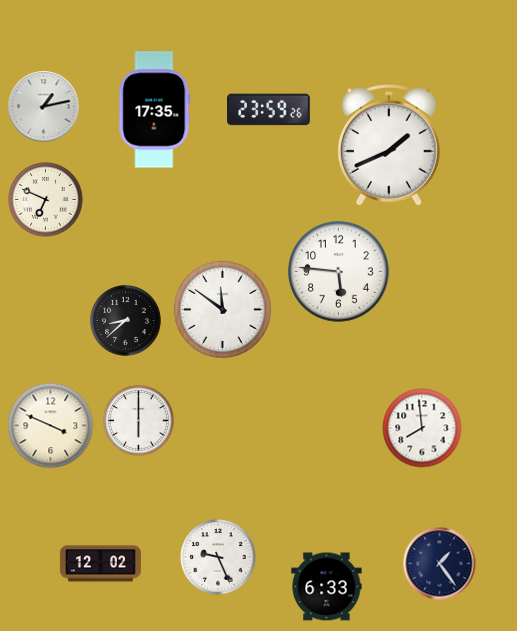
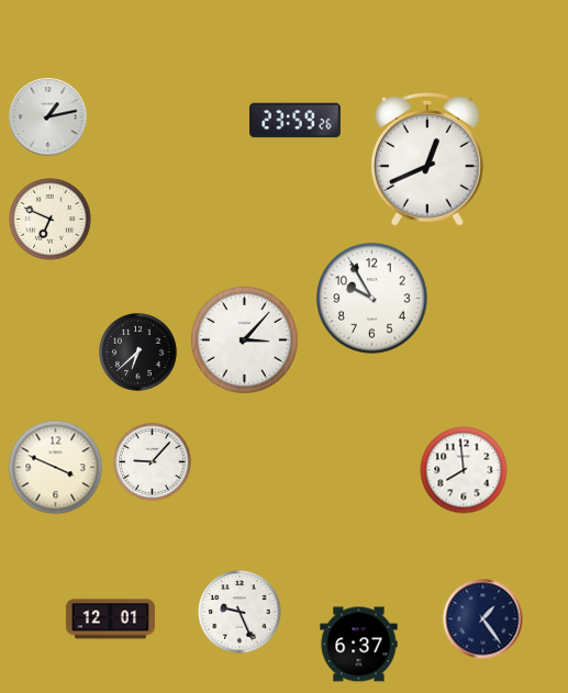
clock at (155, 110): 17:35 -> none
clock at (389, 145): 1:41 -> 12:41
clock at (339, 272): 5:46 -> 9:55
clock at (222, 309): 11:51 -> 3:07
clock at (126, 321): 8:38 -> 6:38
clock at (139, 421): 6:00 -> 9:07
clock at (100, 564): 12:02 -> 12:01
clock at (327, 587): 6:33 -> 6:37
